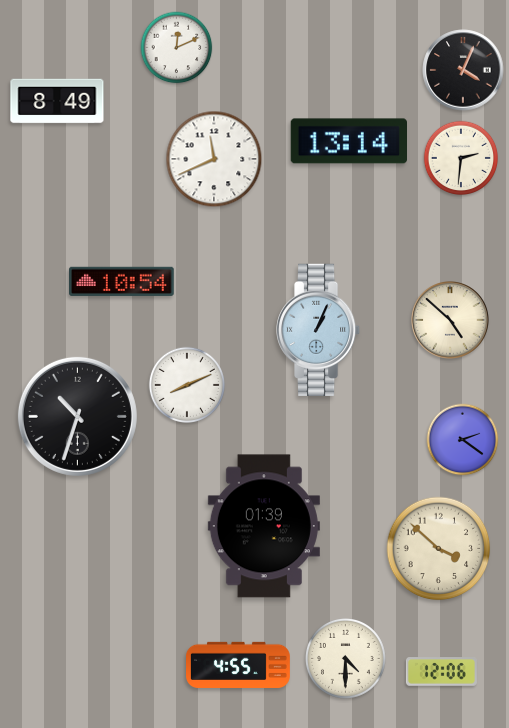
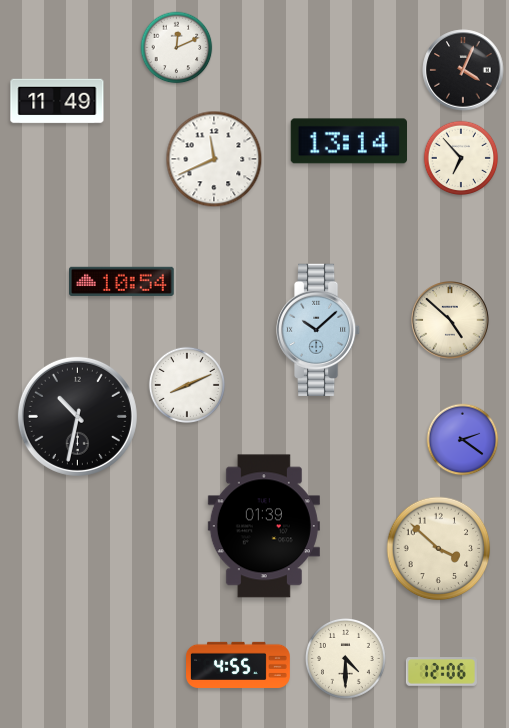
clock at (57, 101): 8:49 -> 11:49
clock at (461, 158): 2:31 -> 6:53
clock at (319, 329): 1:04 -> 10:08
clock at (77, 416): 10:33 -> 10:32
